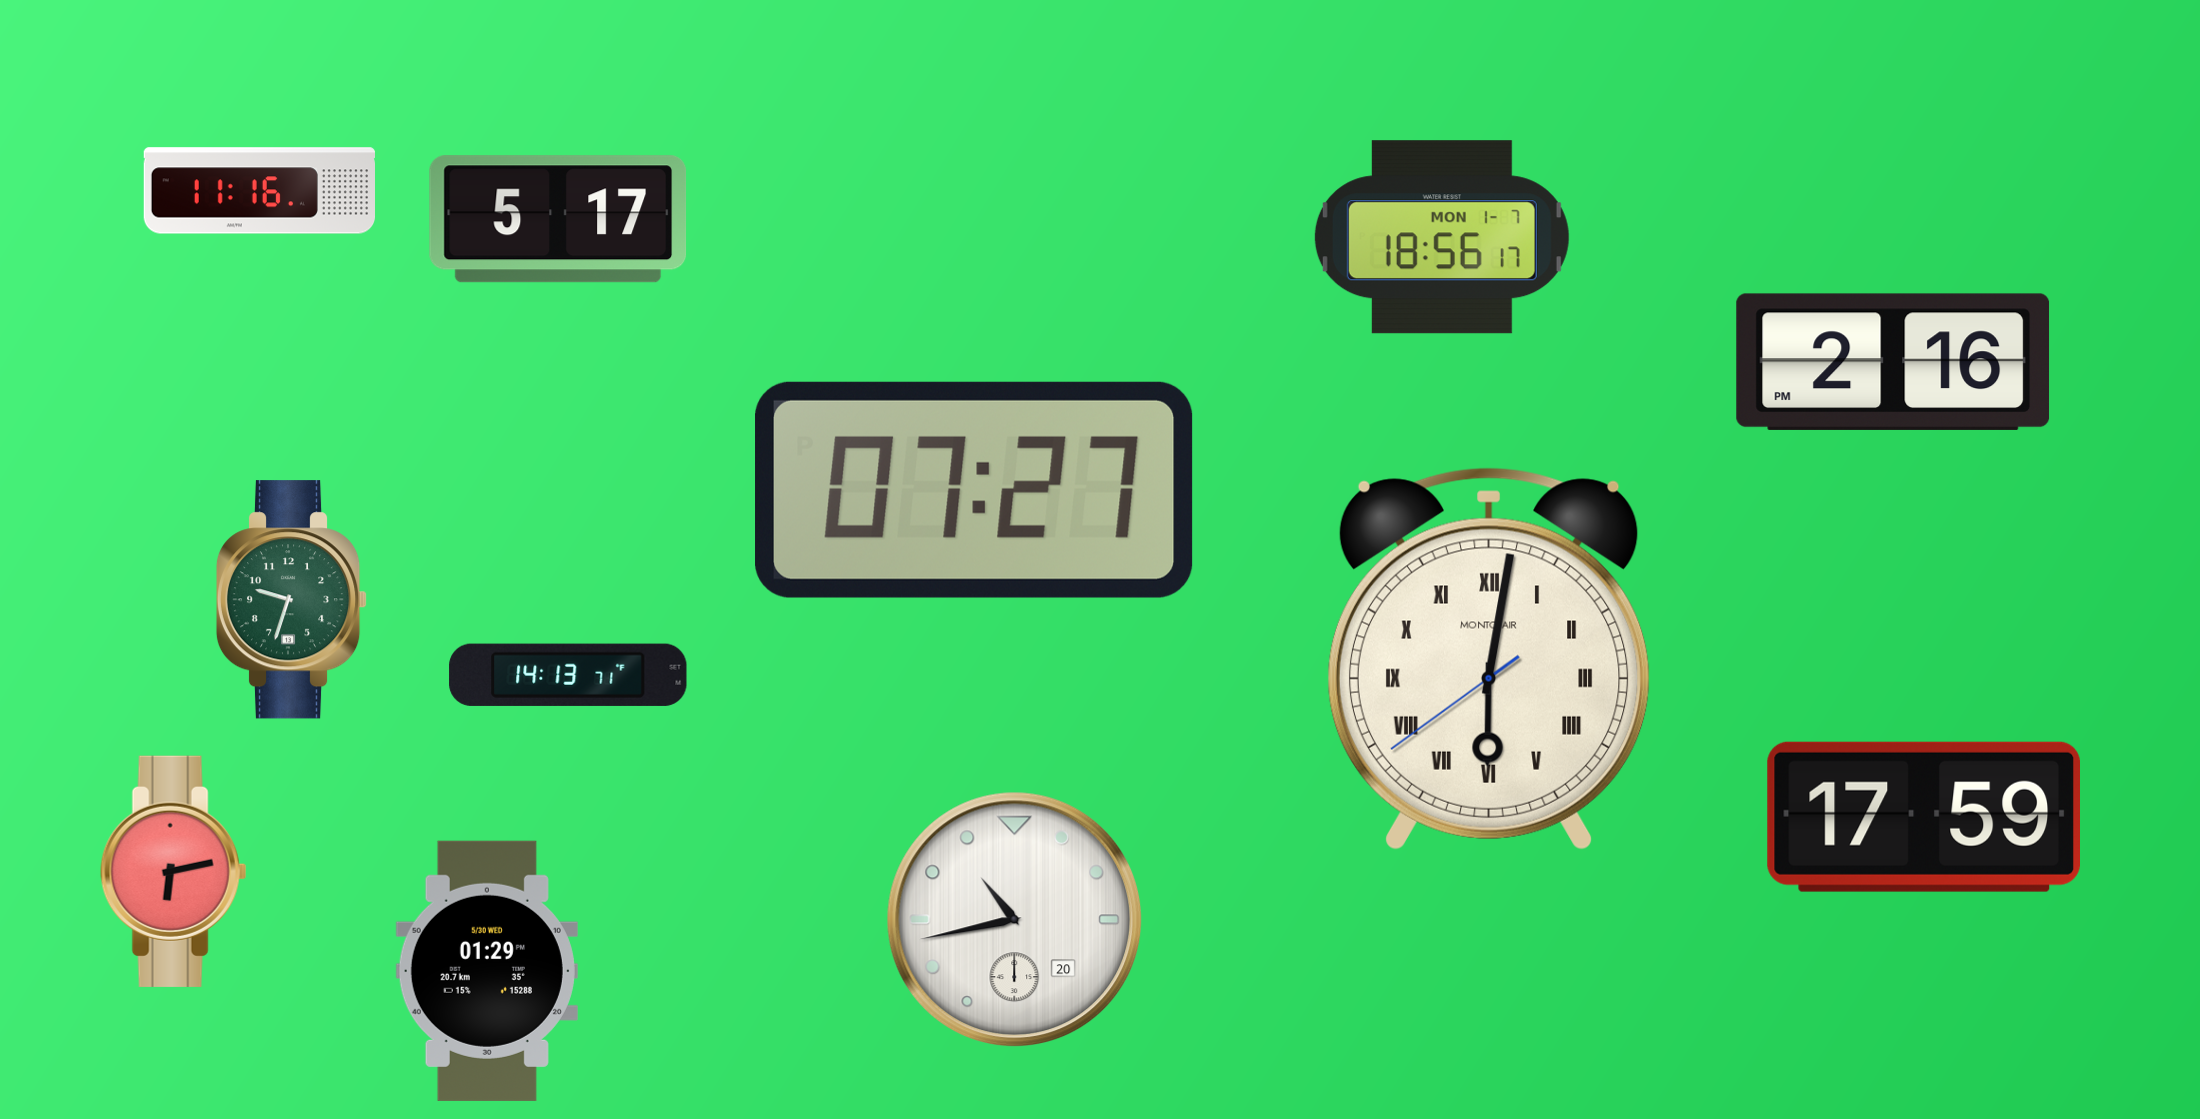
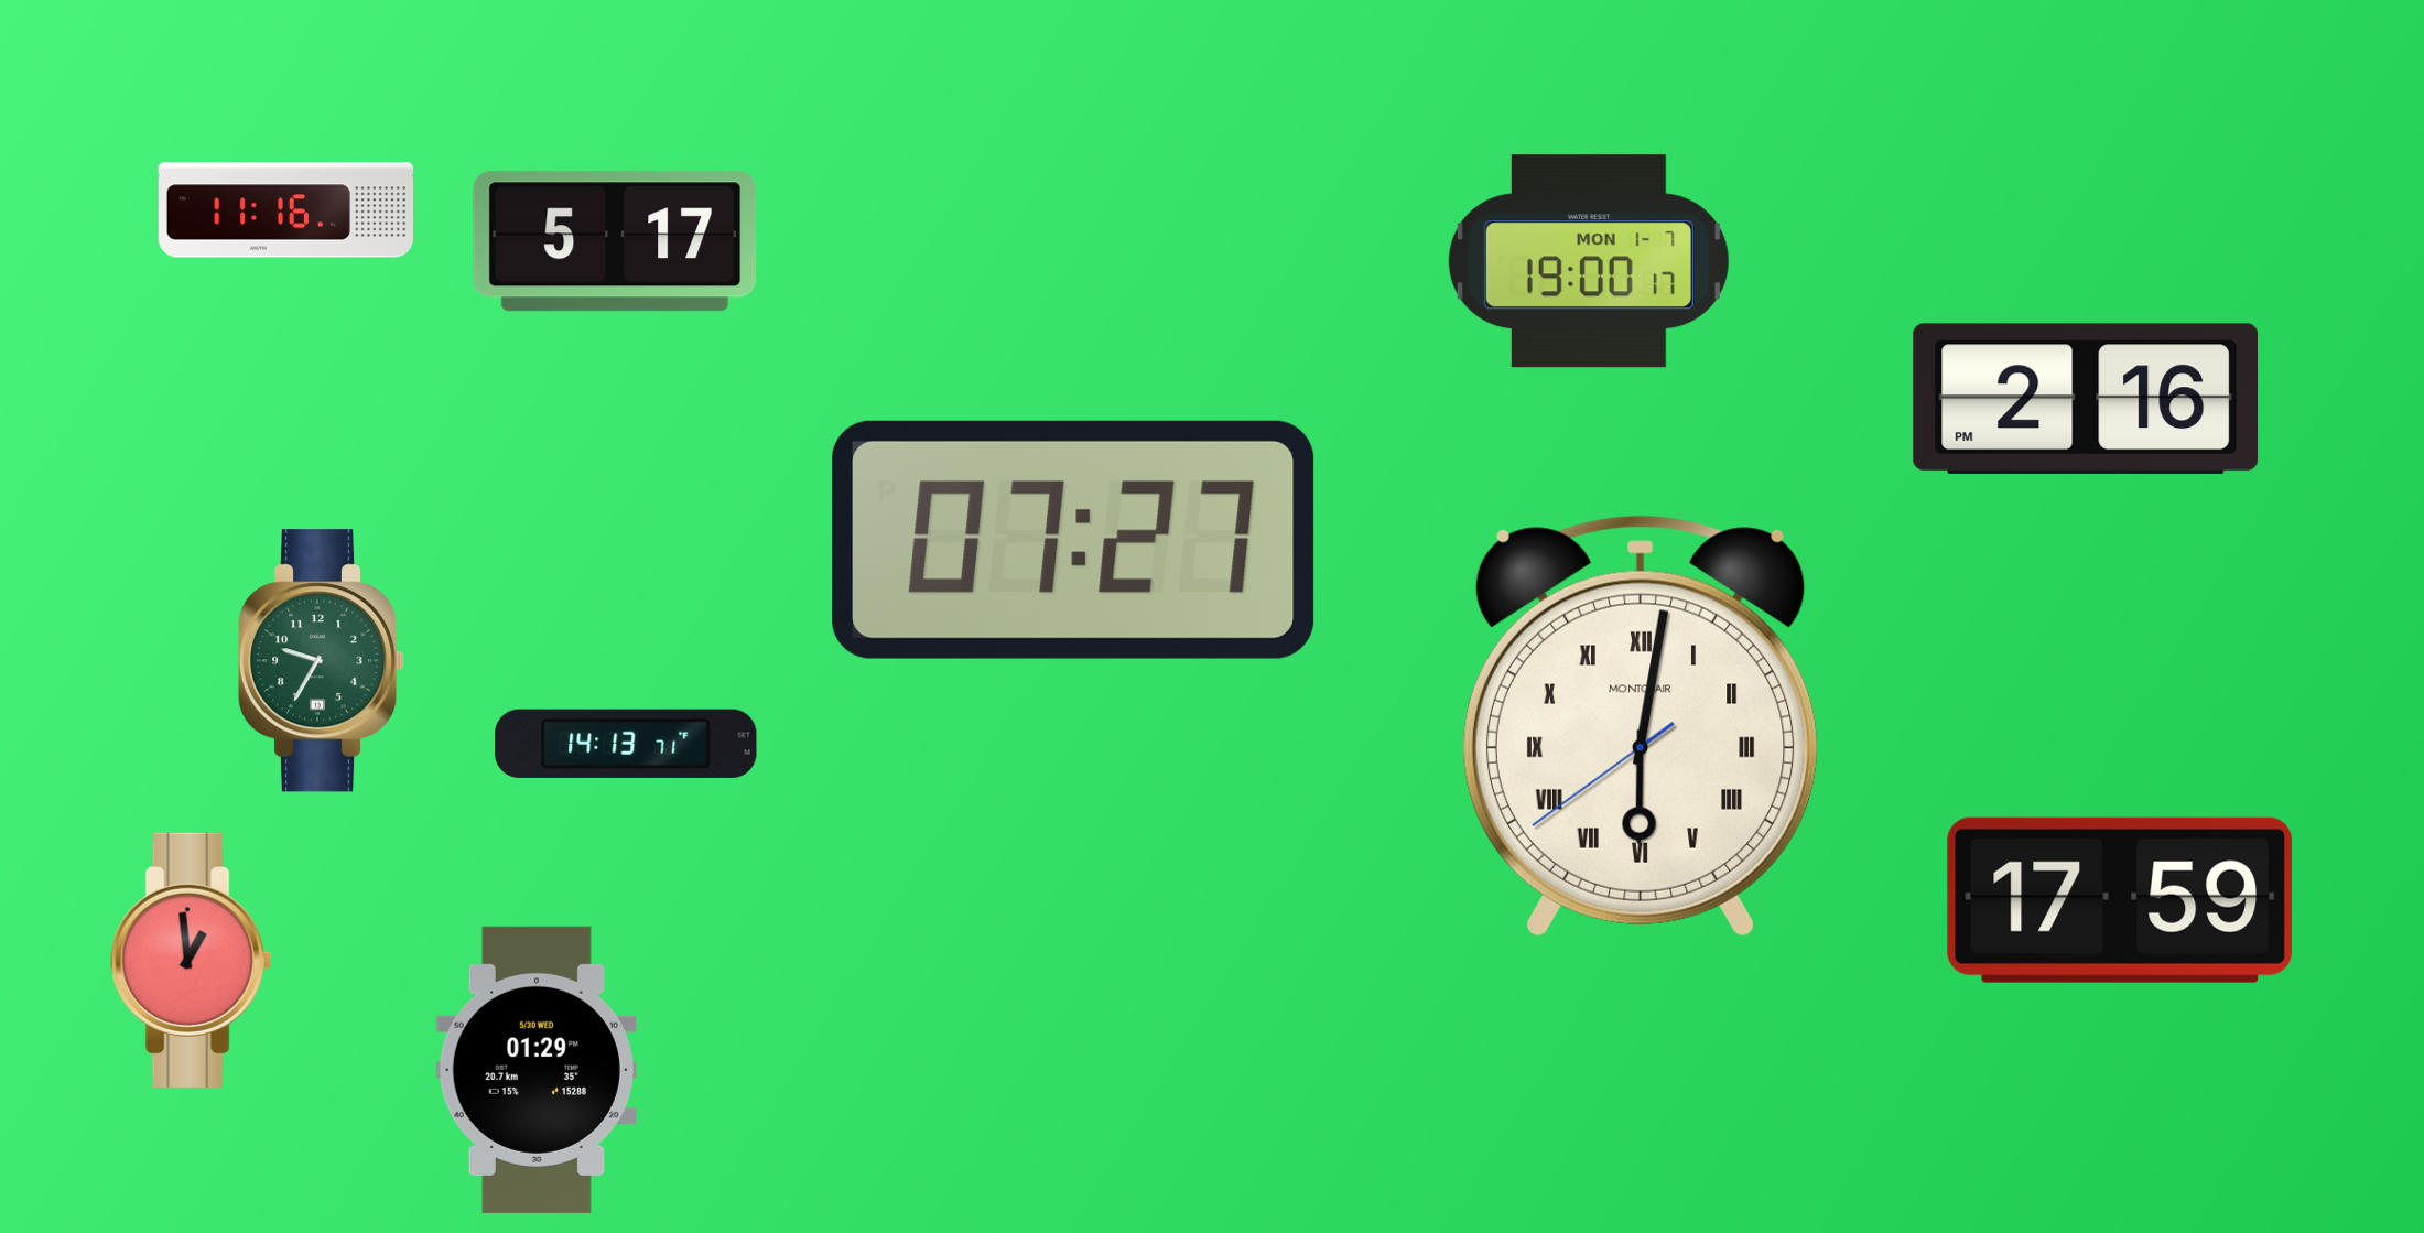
clock at (1442, 237): 18:56 -> 19:00
clock at (292, 600): 9:33 -> 9:35
clock at (174, 871): 6:13 -> 12:59
clock at (1015, 920): 10:43 -> none
